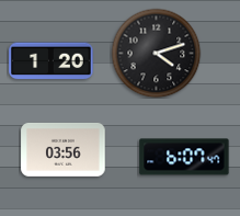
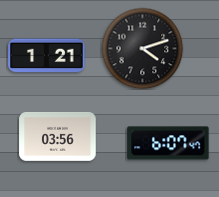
clock at (52, 61): 1:20 -> 1:21
